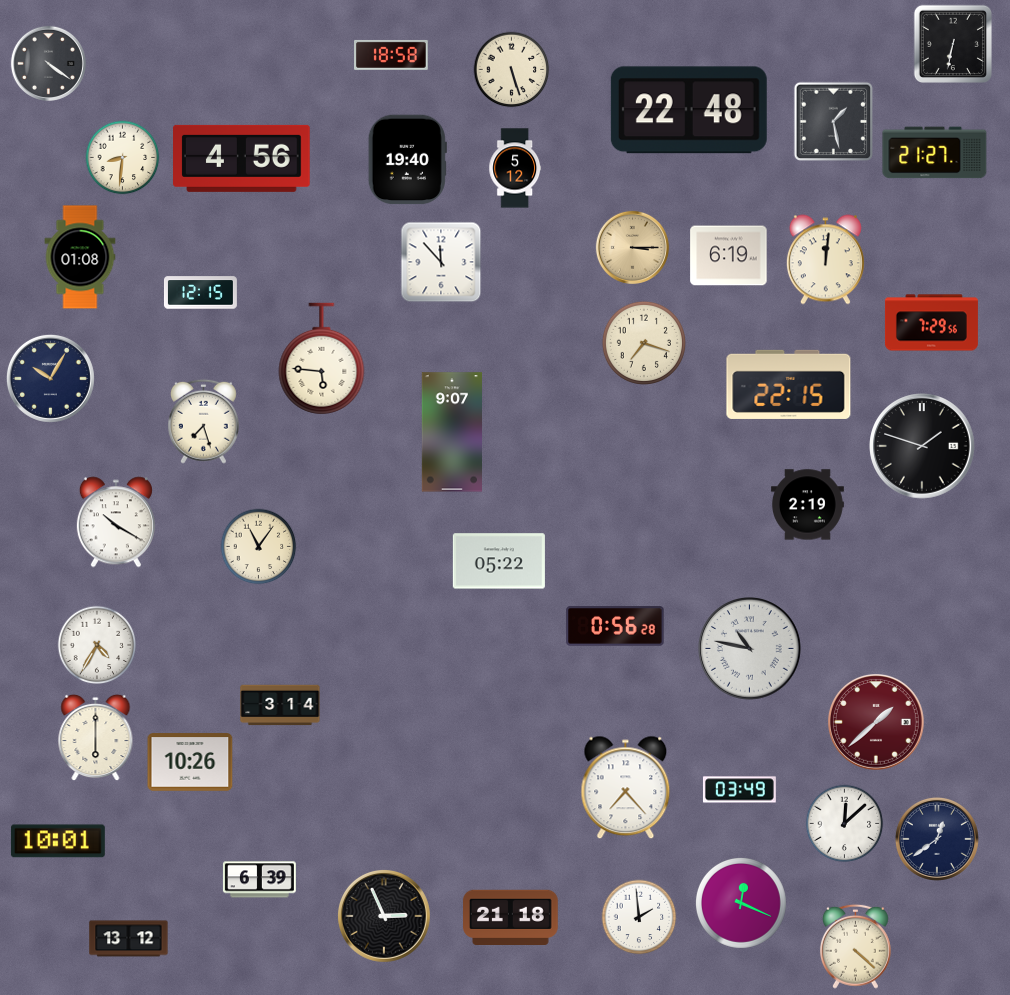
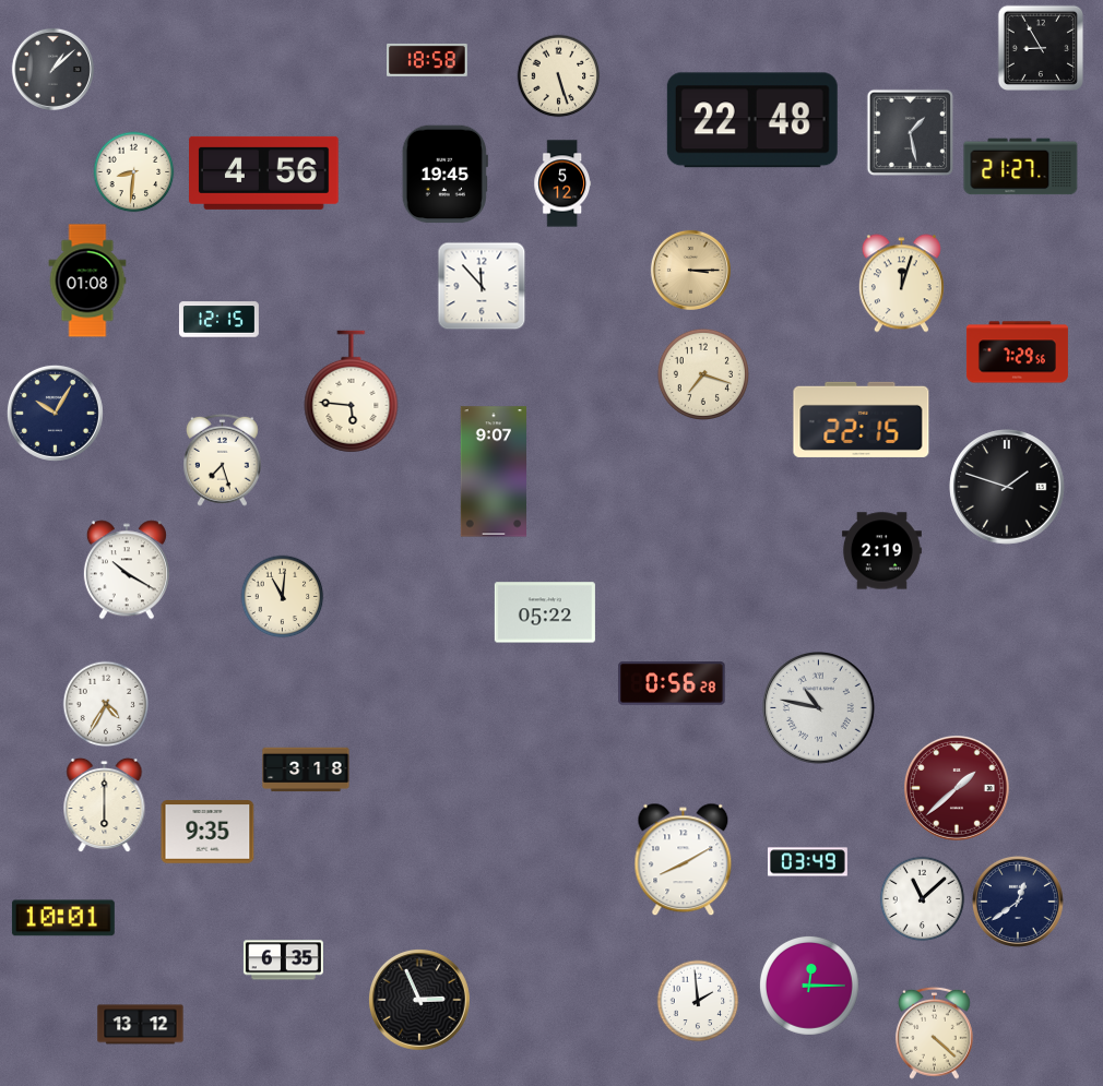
clock at (952, 43): 6:32 -> 8:55
clock at (48, 63): 4:21 -> 1:08
clock at (407, 160): 19:40 -> 19:45
clock at (729, 256): 6:19 -> none
clock at (825, 260): 12:01 -> 12:03
clock at (259, 547): 11:06 -> 11:01
clock at (280, 705): 3:14 -> 3:18
clock at (190, 762): 10:26 -> 9:35
clock at (626, 788): 7:23 -> 8:10
clock at (845, 824): 12:08 -> 11:08
clock at (937, 839) position: (937, 839) -> (1018, 902)
clock at (259, 880): 6:39 -> 6:35
clock at (741, 903): 12:19 -> 12:15
clock at (511, 917): 21:18 -> none
